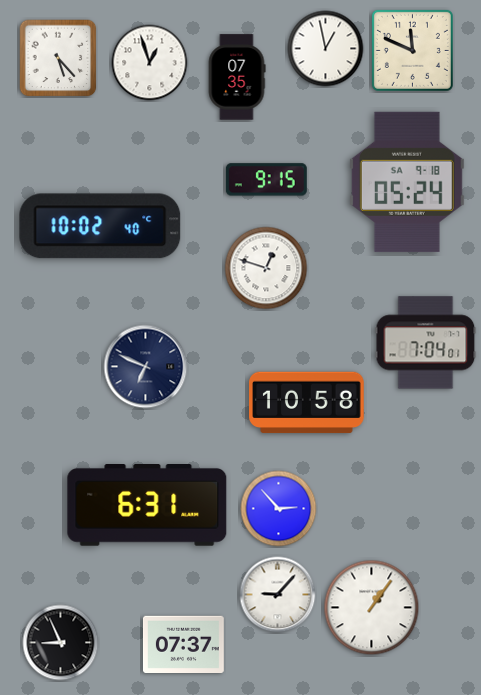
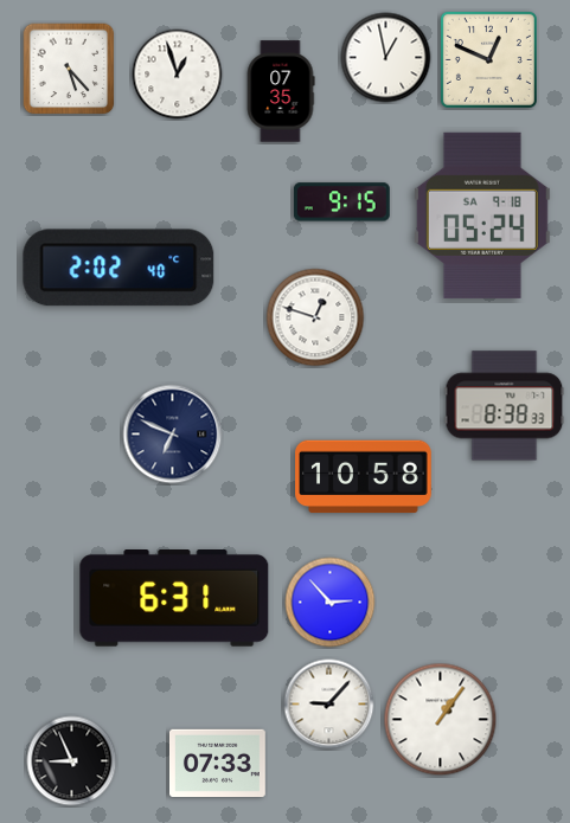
clock at (412, 50): 11:49 -> 12:49
clock at (266, 180) position: (266, 180) -> (341, 202)
clock at (100, 226): 10:02 -> 2:02
clock at (426, 343): 7:04 -> 8:38
clock at (183, 644): 07:37 -> 07:33
